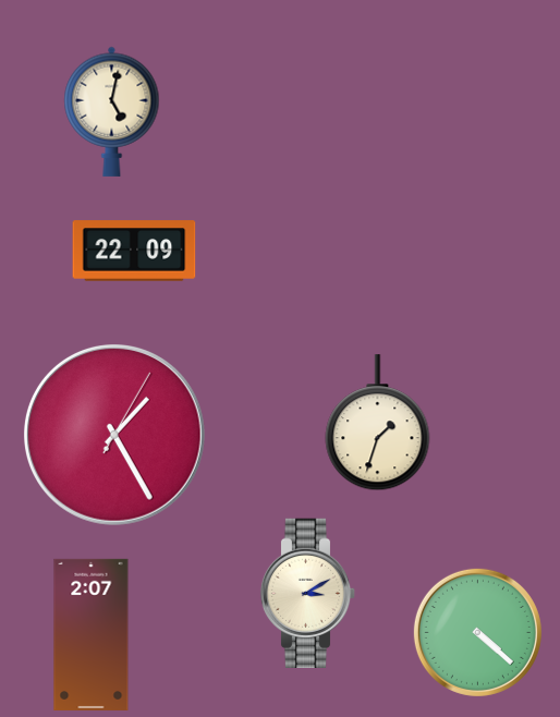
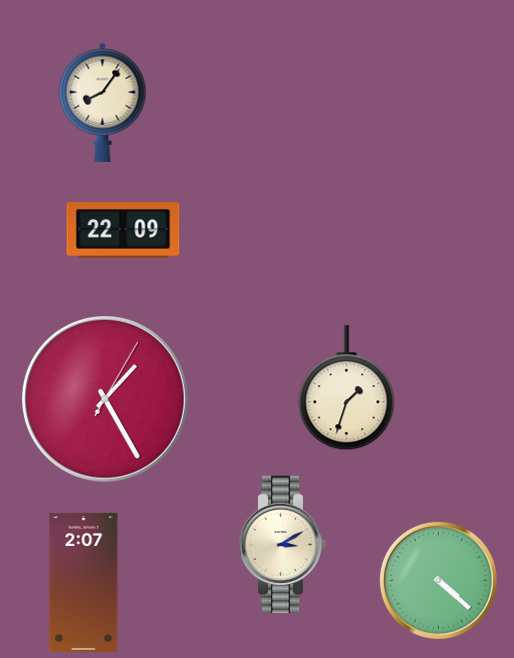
clock at (112, 111): 5:02 -> 8:06
